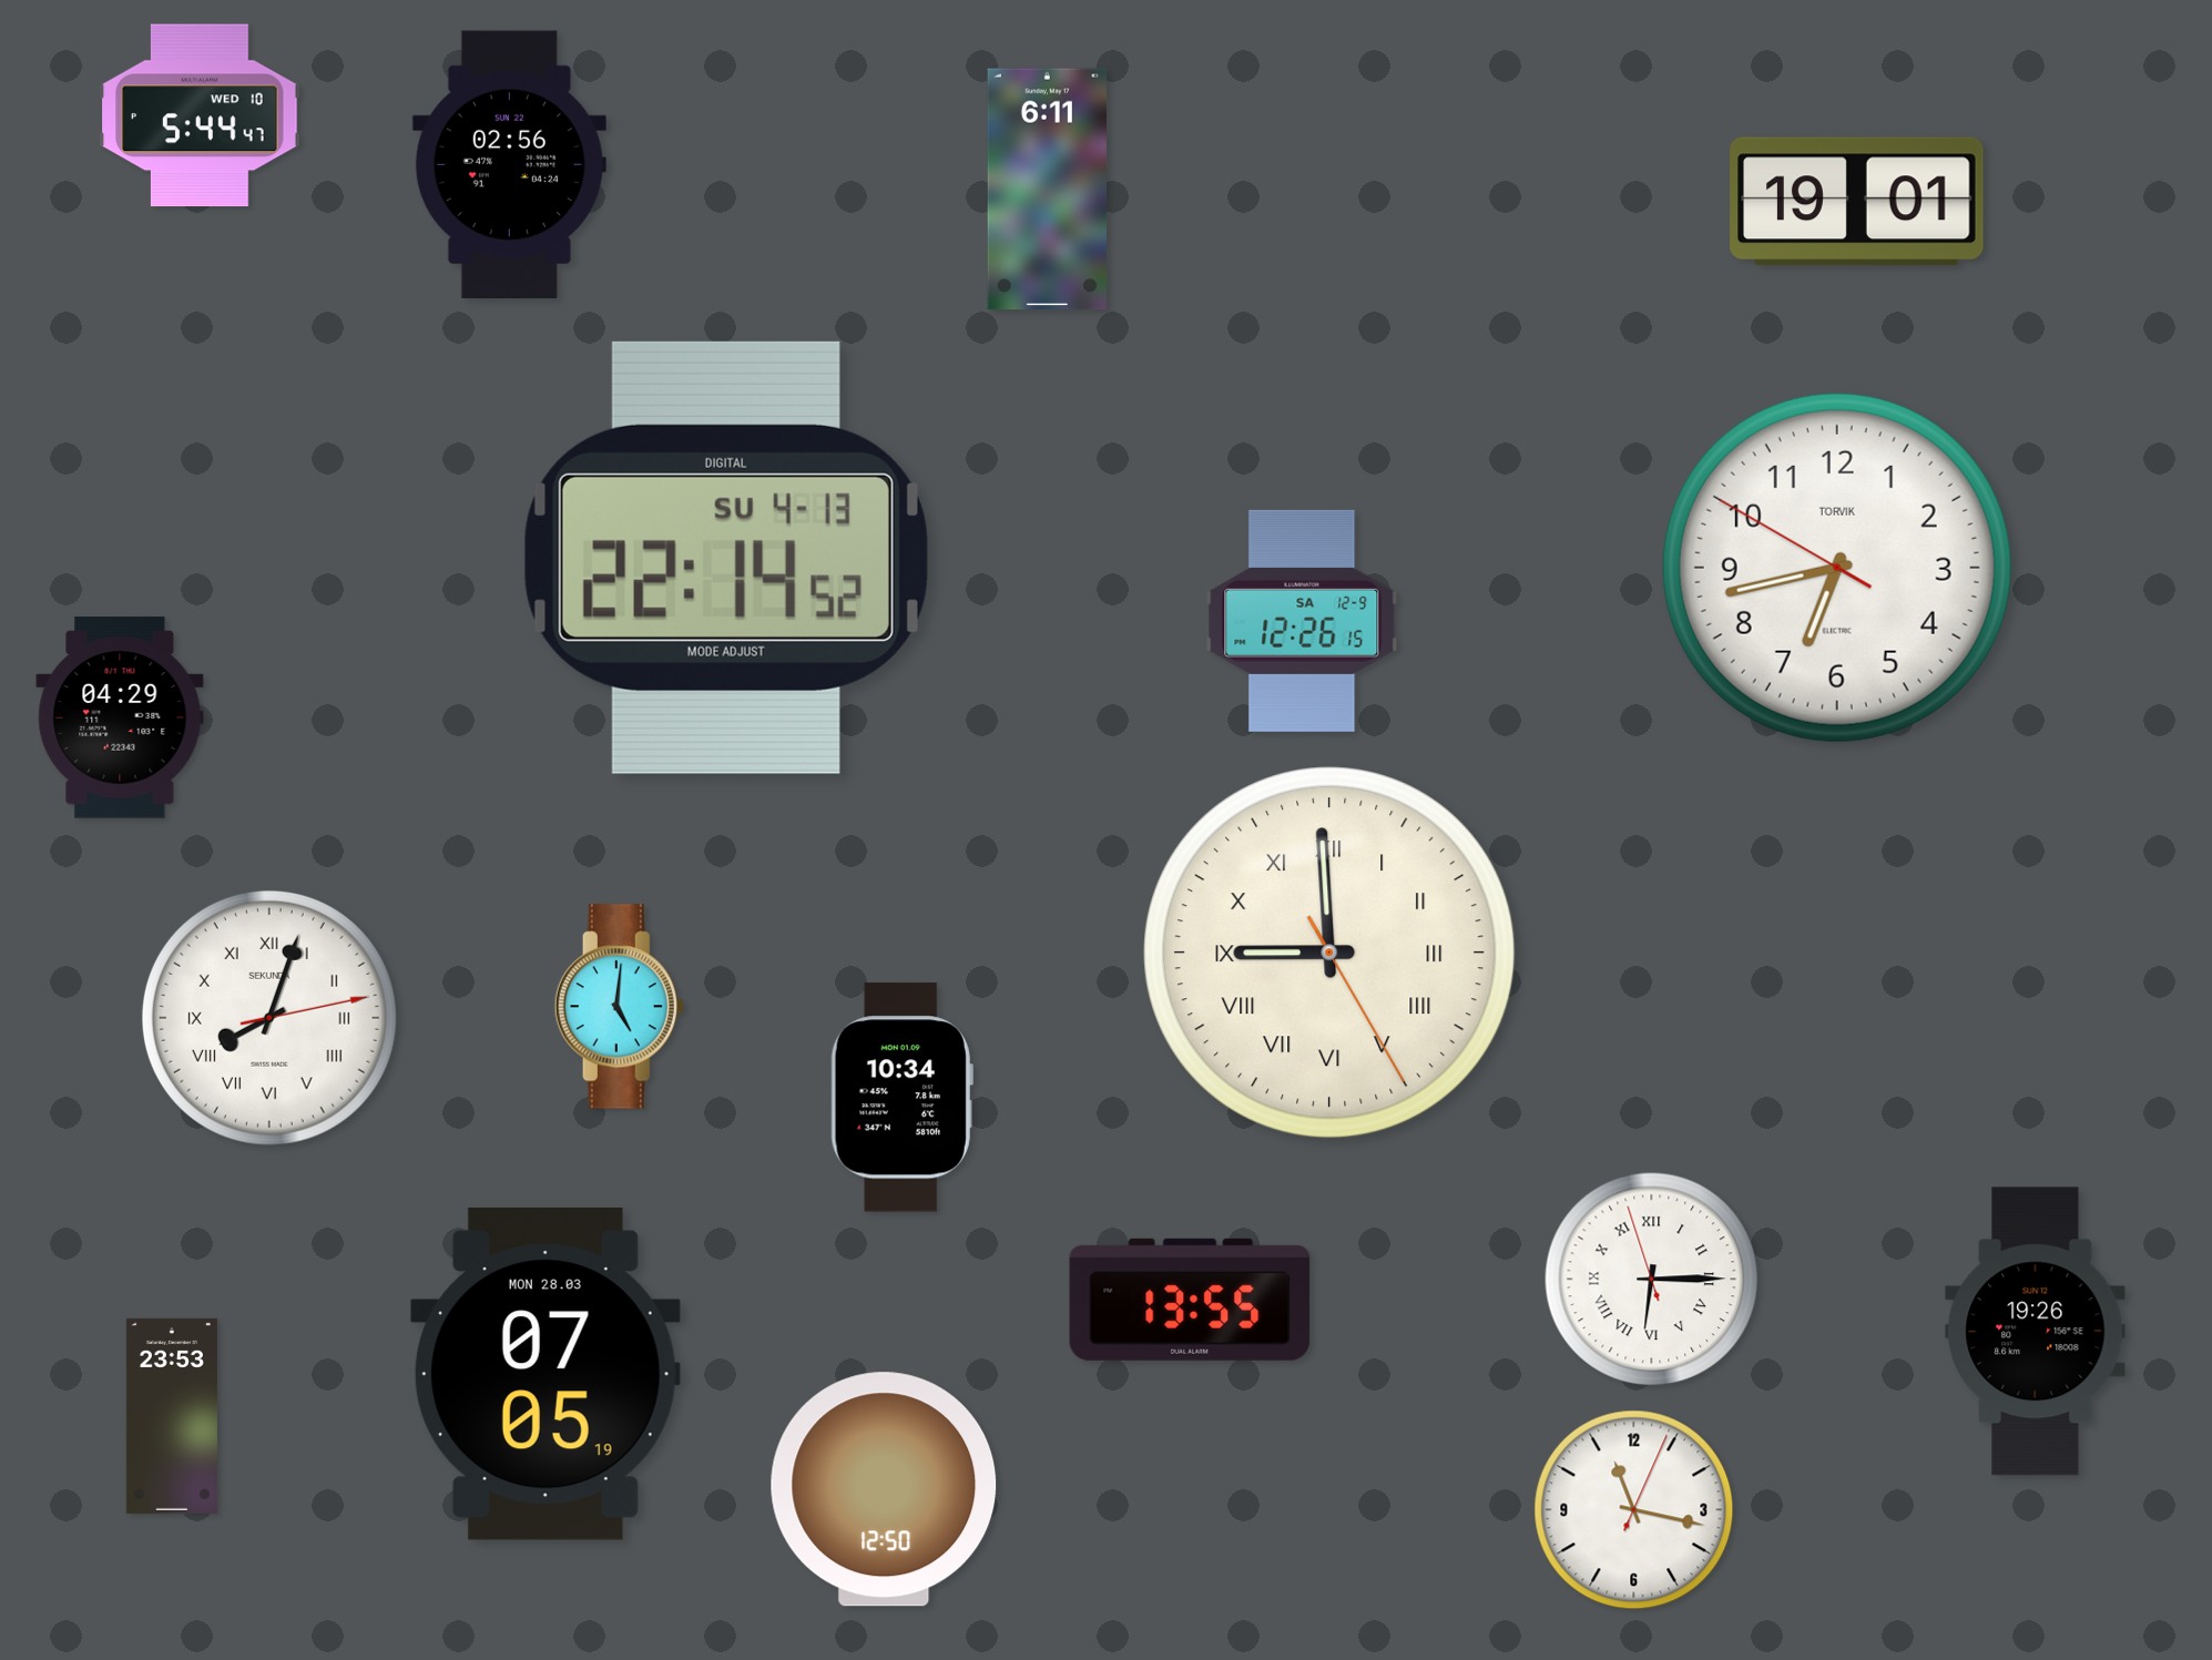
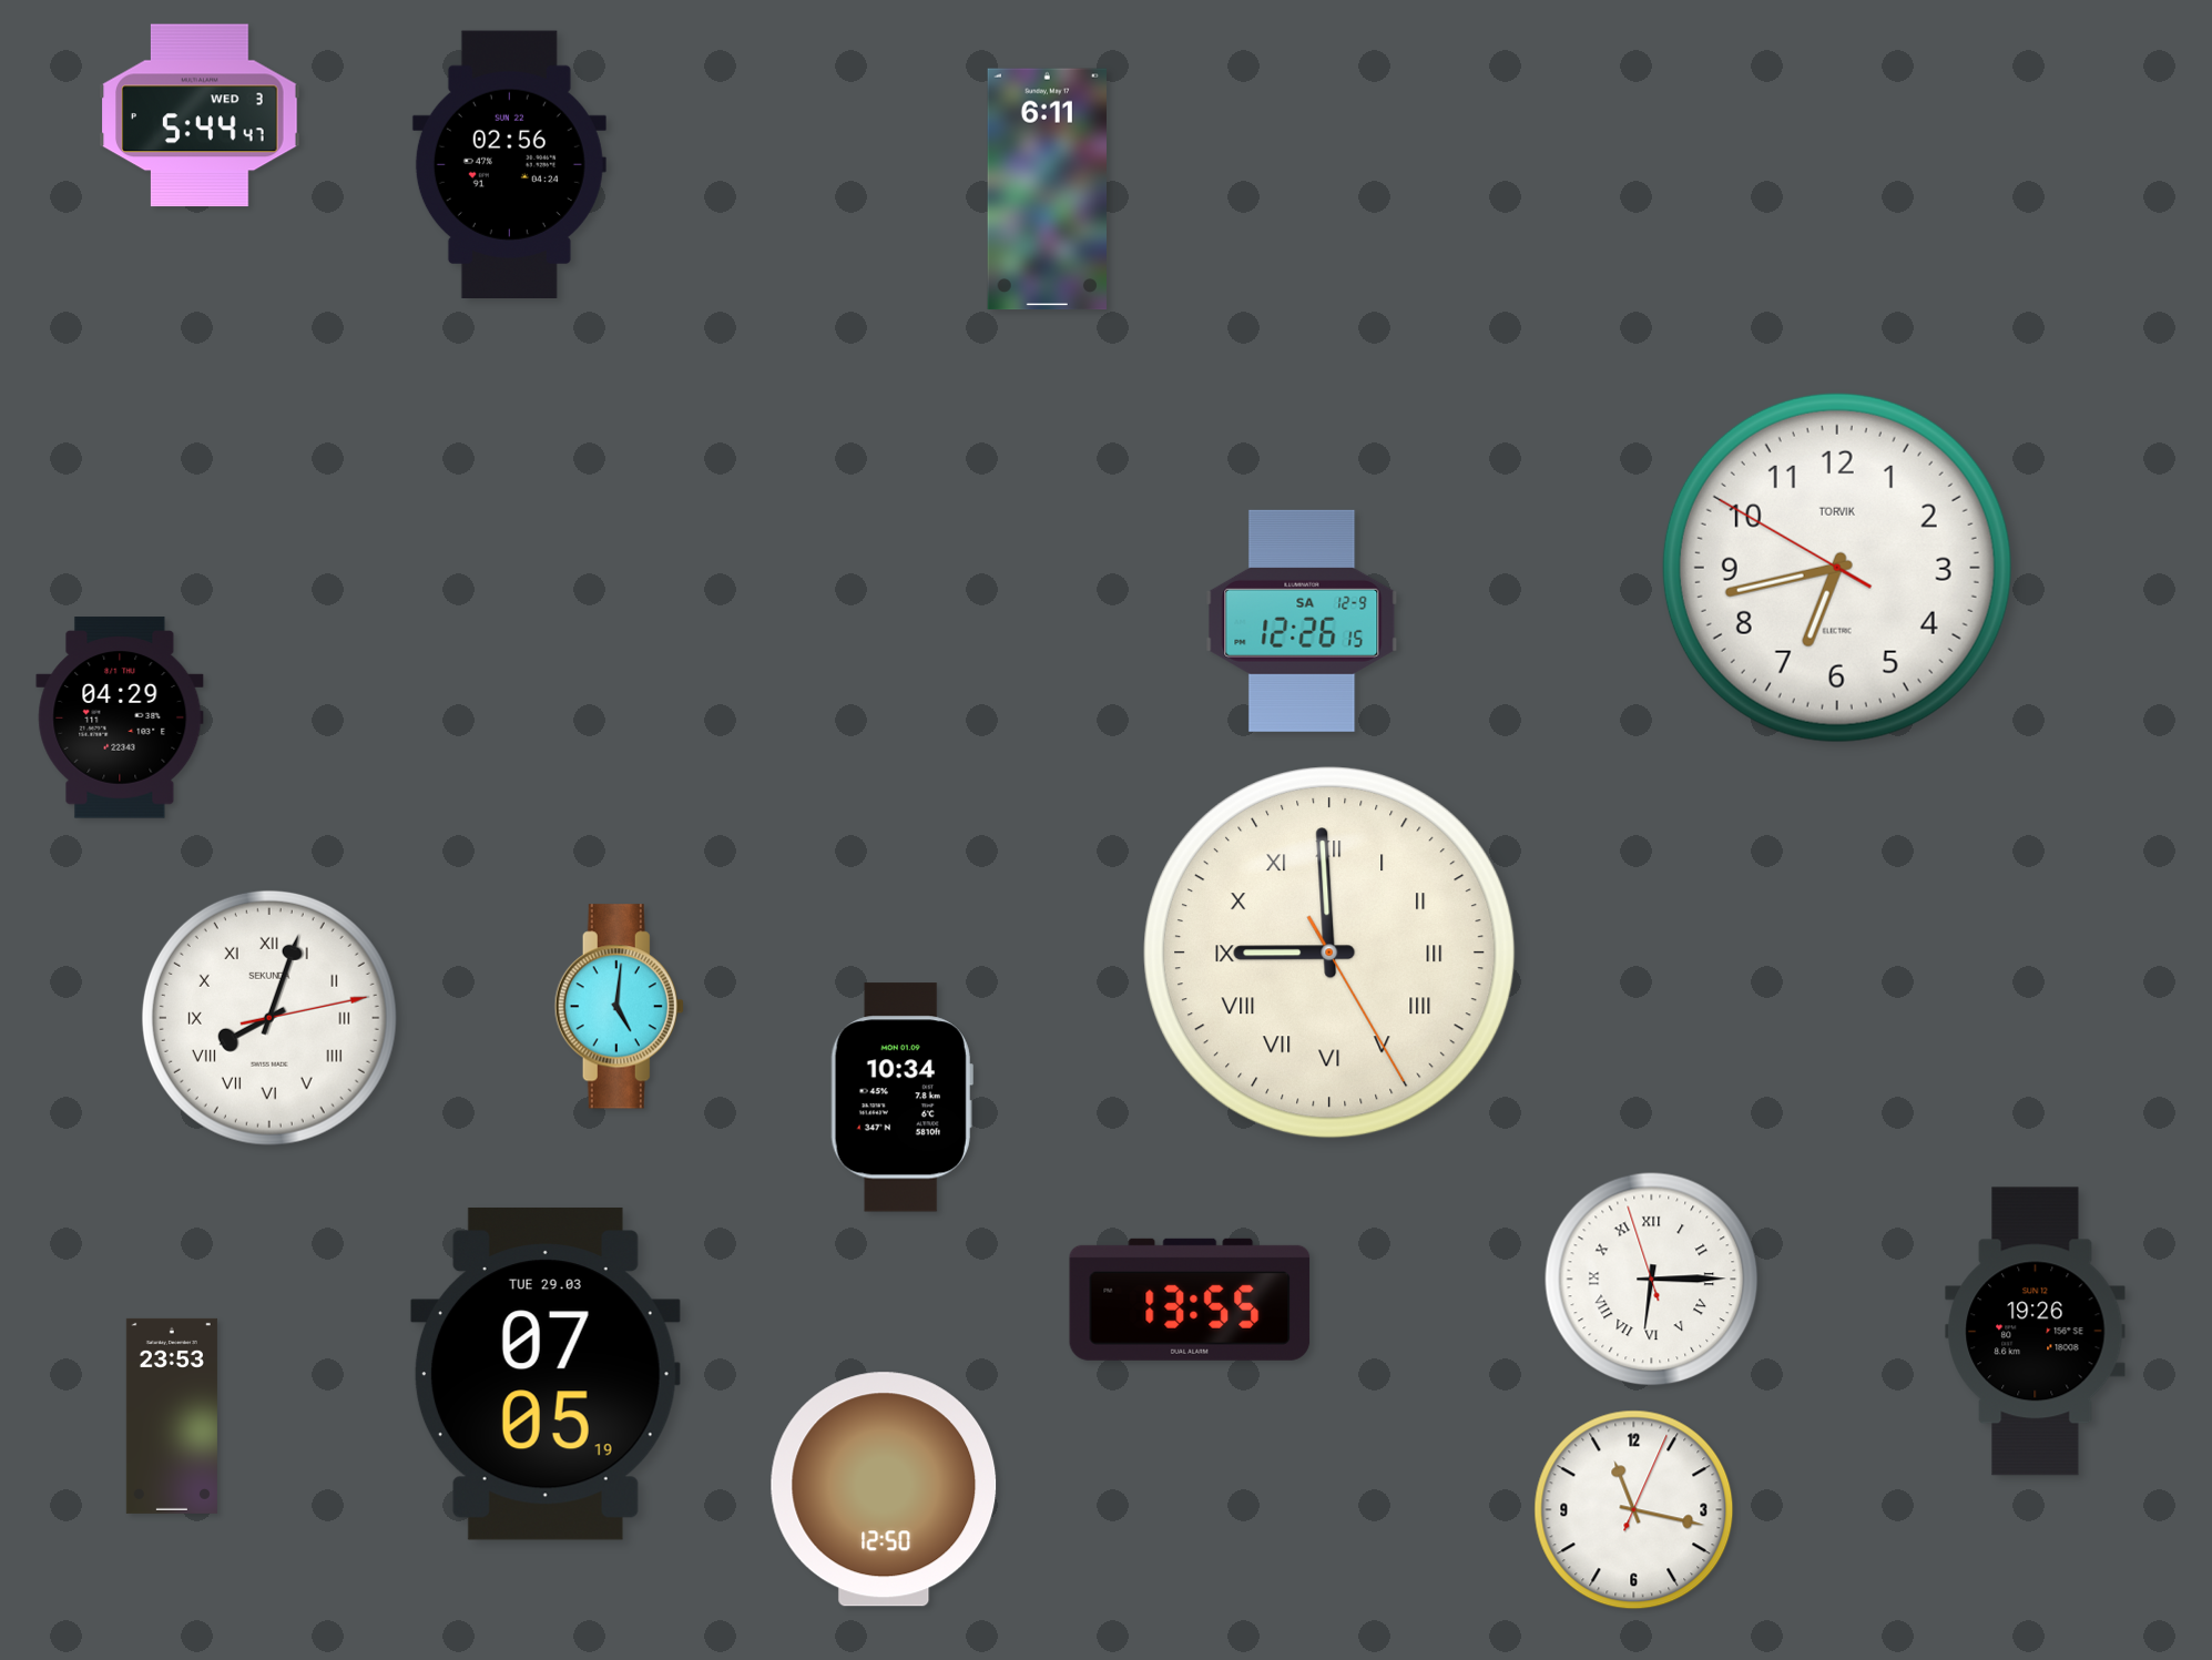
clock at (200, 115) date: WED 10 -> WED 3
clock at (1857, 202): 19:01 -> none
clock at (726, 558): 22:14 -> none
clock at (546, 1374) date: MON 28.03 -> TUE 29.03
